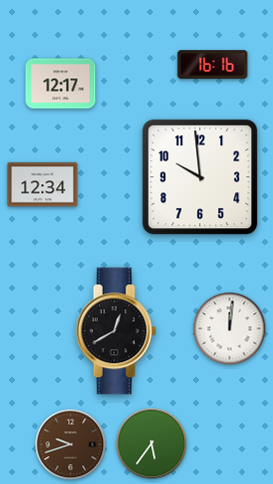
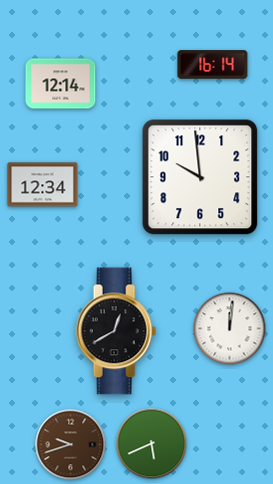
clock at (213, 65): 16:16 -> 16:14
clock at (61, 84): 12:17 -> 12:14
clock at (152, 444): 5:36 -> 5:41
